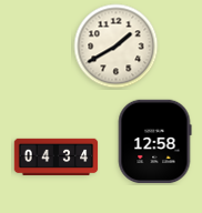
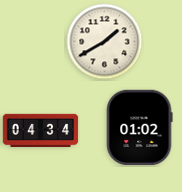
clock at (154, 142): 12:58 -> 01:02
clock at (57, 156) position: (57, 156) -> (41, 130)
